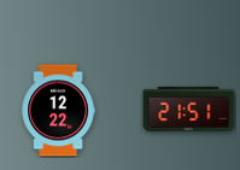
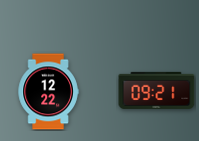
clock at (189, 109): 21:51 -> 09:21
